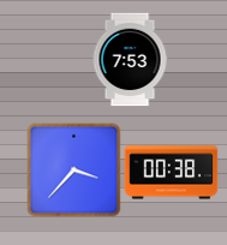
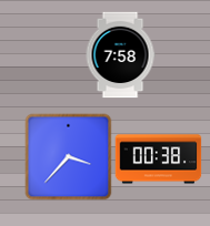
clock at (130, 59): 7:53 -> 7:58
